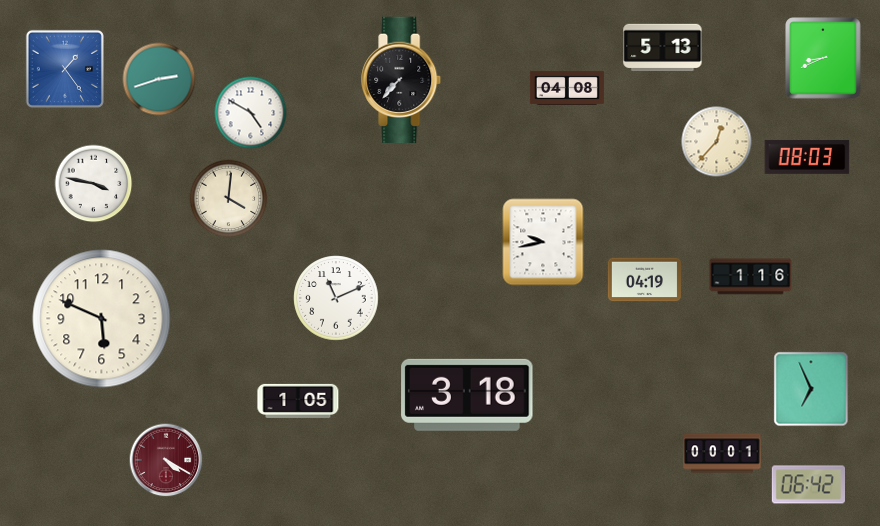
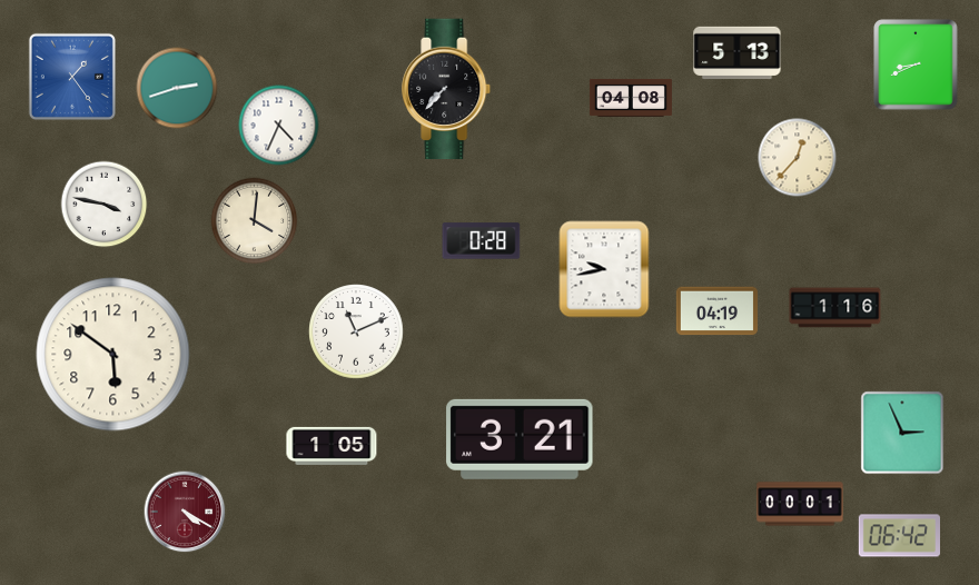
clock at (251, 113): 4:50 -> 4:34
clock at (807, 157): 08:03 -> none
clock at (482, 241): none -> 0:28
clock at (336, 298) position: (336, 298) -> (356, 331)
clock at (102, 319): 5:49 -> 5:51
clock at (811, 389): 6:56 -> 2:56
clock at (467, 395): 3:18 -> 3:21
clock at (722, 453) position: (722, 453) -> (800, 504)
clock at (808, 485) position: (808, 485) -> (899, 536)
